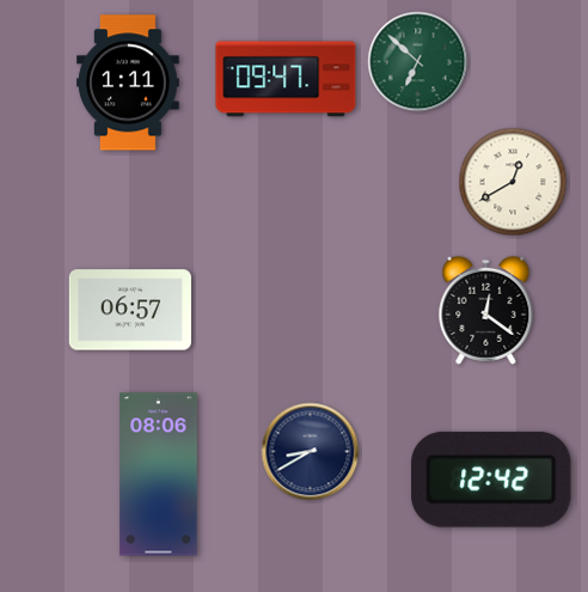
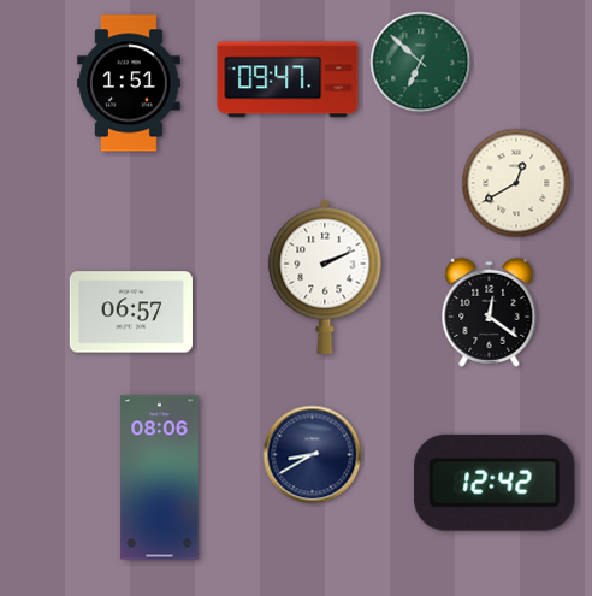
clock at (129, 83): 1:11 -> 1:51
clock at (325, 277): none -> 2:11
